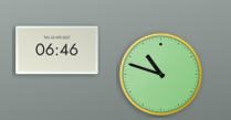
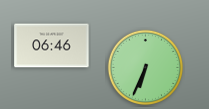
clock at (161, 75): 10:48 -> 6:34
